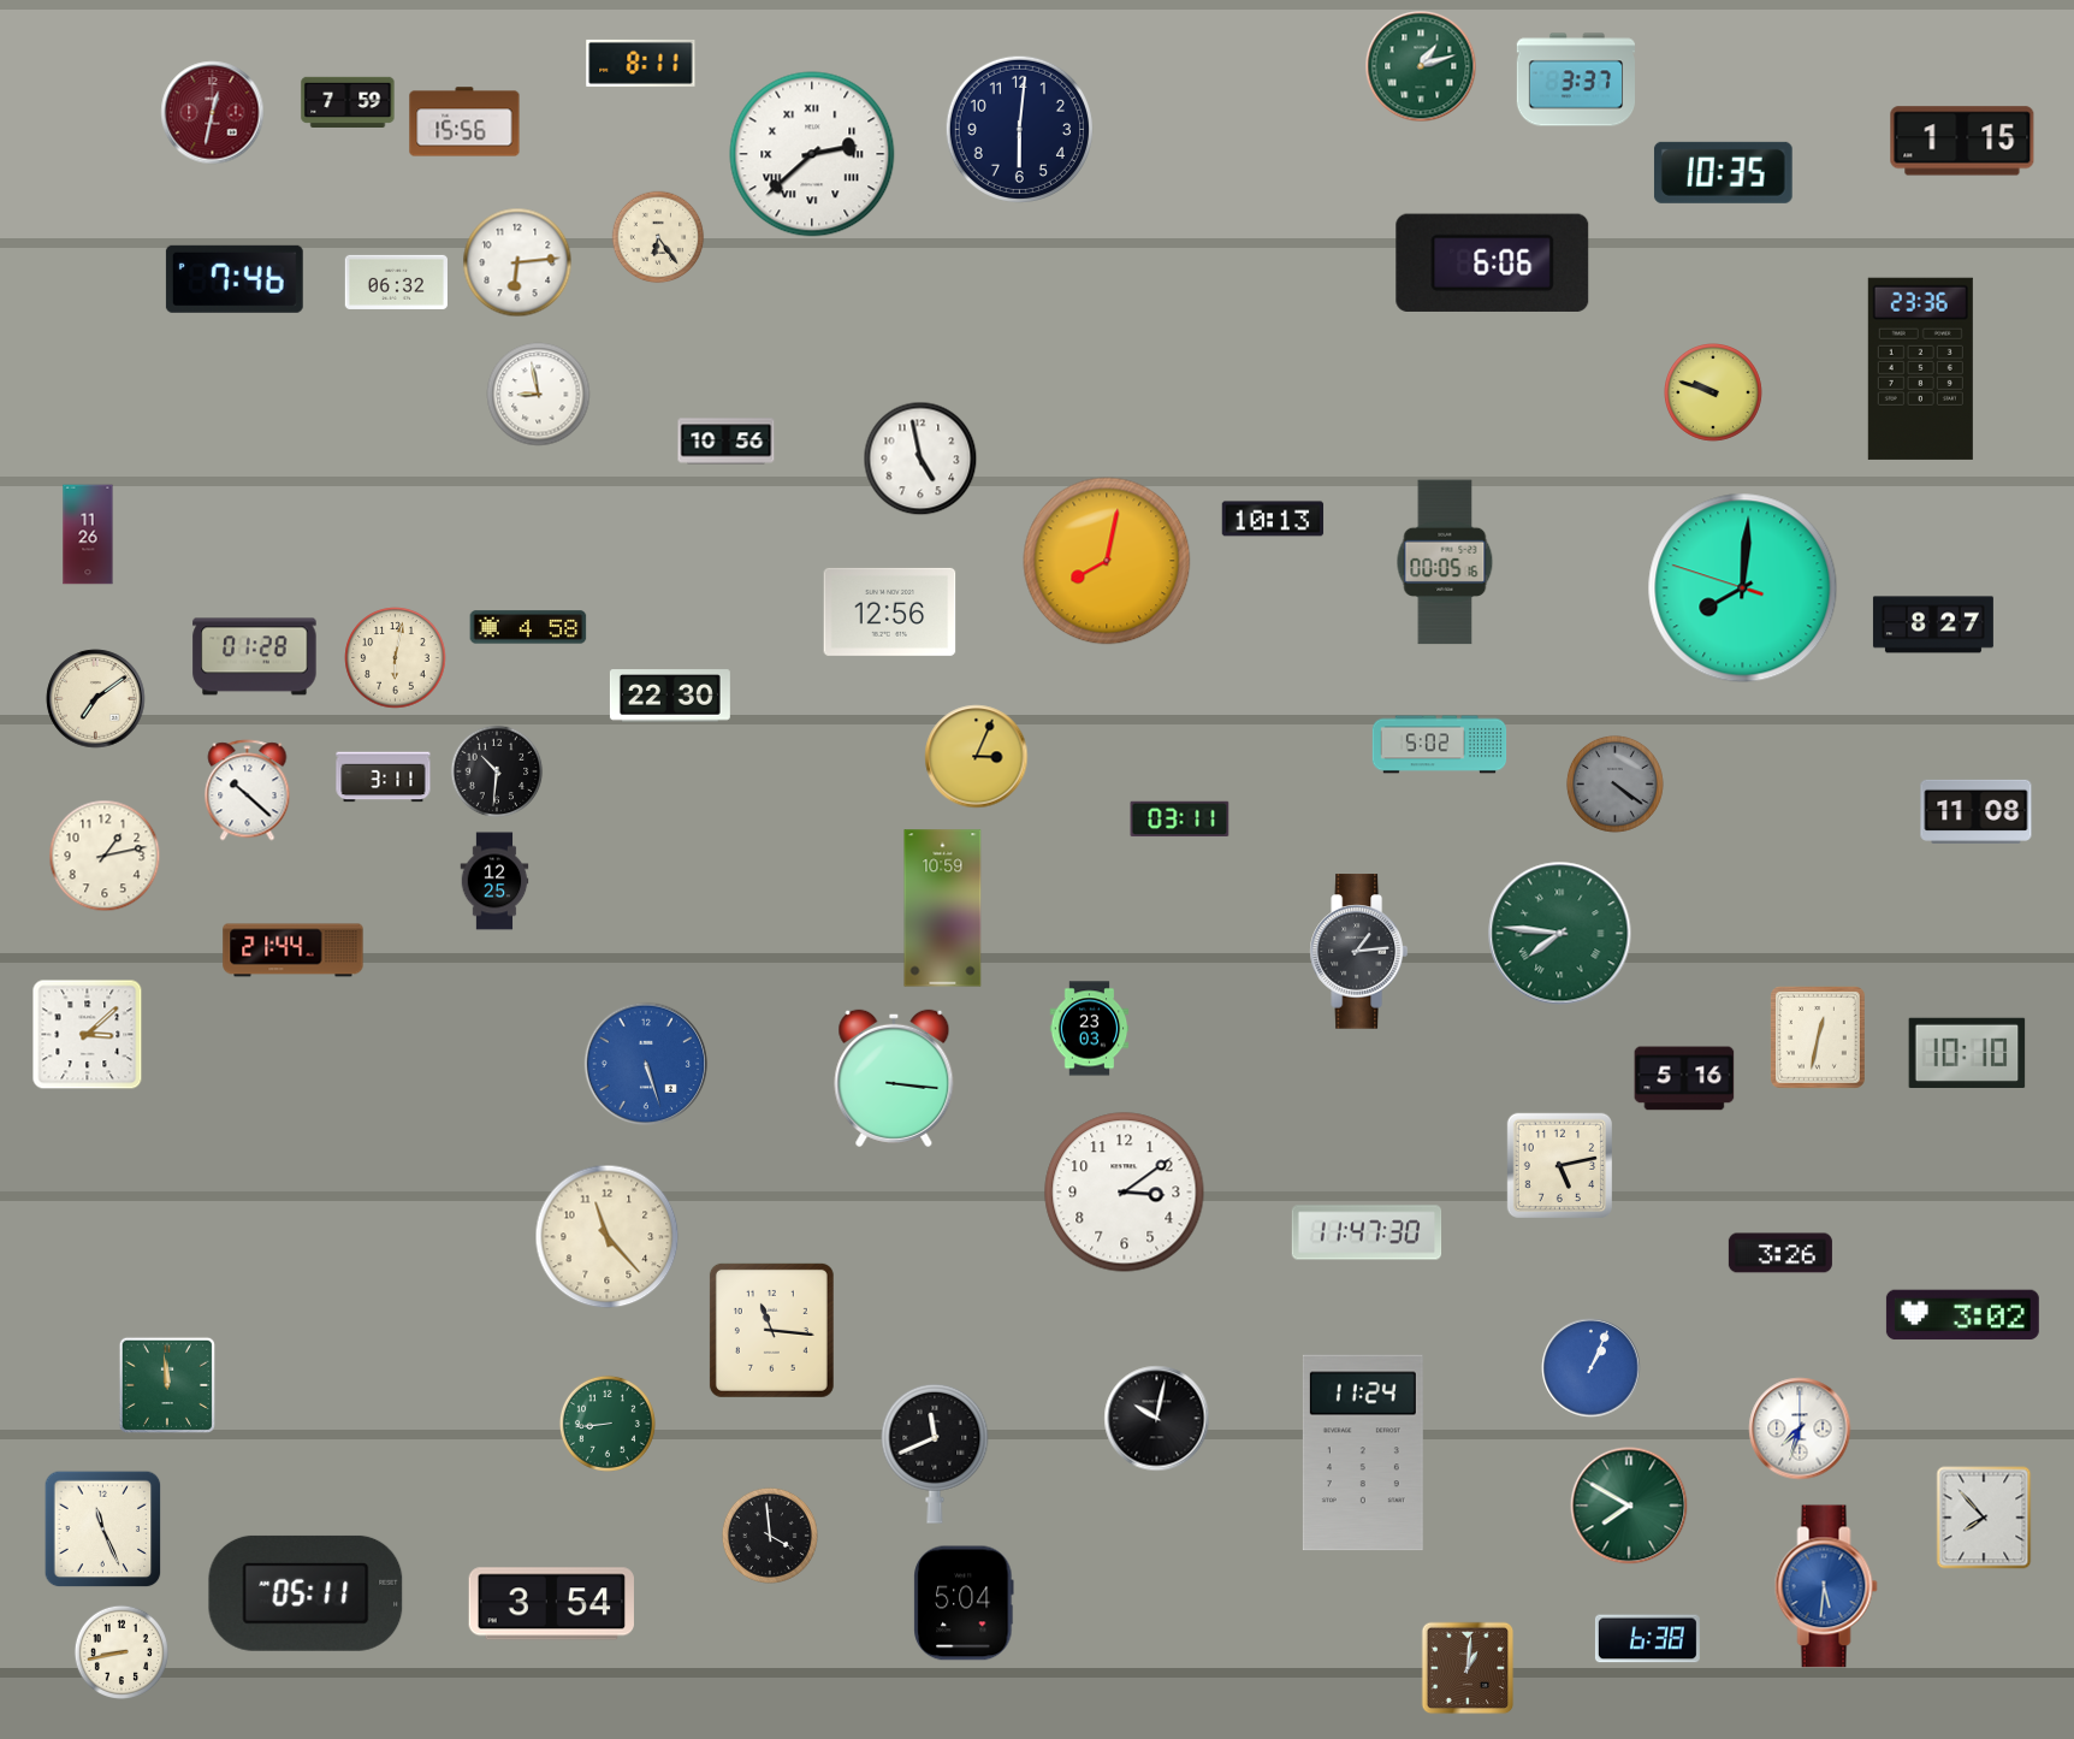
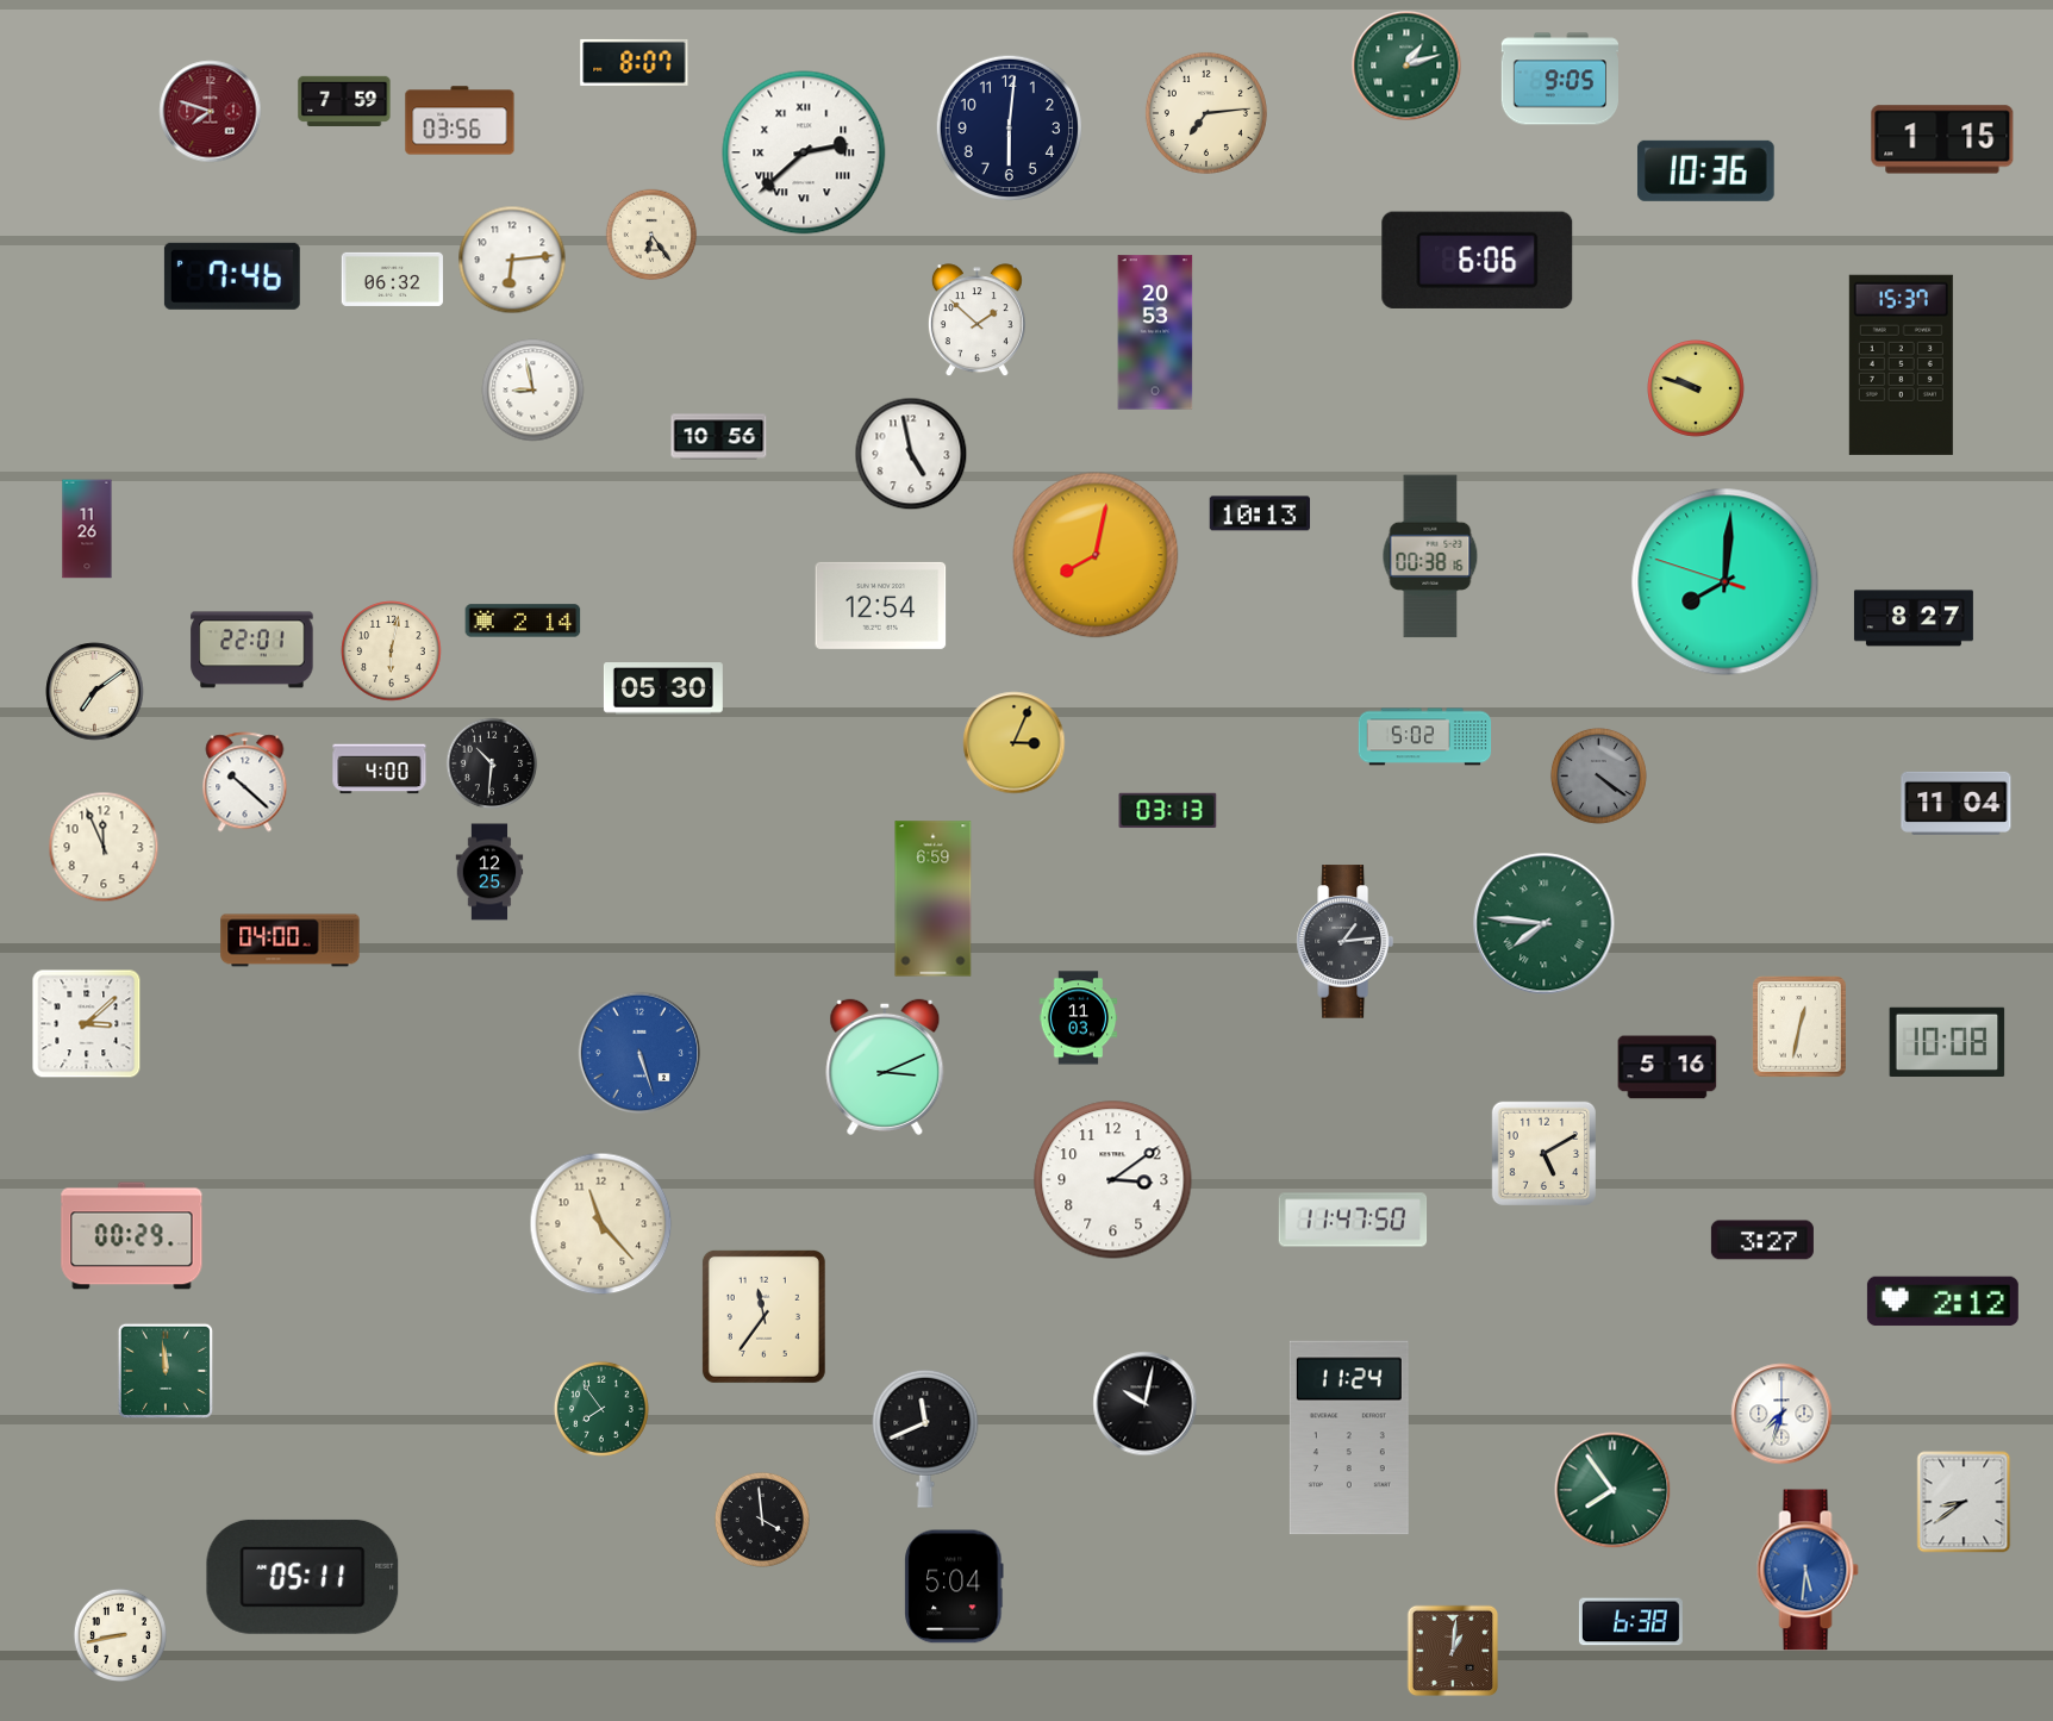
clock at (641, 63): 8:11 -> 8:07
clock at (1575, 79): 3:37 -> 9:05
clock at (213, 113): 12:32 -> 7:48
clock at (1206, 113): none -> 7:14
clock at (464, 122): 15:56 -> 03:56
clock at (1723, 172): 10:35 -> 10:36
clock at (976, 320): none -> 1:52
clock at (1155, 332): none -> 20:53
clock at (1920, 368): 23:36 -> 15:37
clock at (1445, 562): 00:05 -> 00:38
clock at (890, 611): 12:56 -> 12:54
clock at (528, 627): 4:58 -> 2:14
clock at (255, 657): 01:28 -> 22:01
clock at (670, 696): 22:30 -> 05:30
clock at (977, 757) position: (977, 757) -> (1015, 743)
clock at (384, 777): 3:11 -> 4:00
clock at (1977, 811): 11:08 -> 11:04
clock at (1180, 820): 03:11 -> 03:13
clock at (105, 856): 1:13 -> 11:56
clock at (943, 909): 10:59 -> 6:59
clock at (294, 951): 21:44 -> 04:00
clock at (1090, 1029): 23:03 -> 11:03
clock at (1967, 1052): 10:10 -> 10:08
clock at (894, 1078): 3:16 -> 3:11
clock at (1559, 1165): 5:13 -> 5:10
clock at (1367, 1232): 11:47:30 -> 11:47:50
clock at (132, 1236): none -> 00:29
clock at (1780, 1253): 3:26 -> 3:27
clock at (1962, 1315): 3:02 -> 2:12
clock at (771, 1330): 11:16 -> 11:36
clock at (1592, 1368): 1:04 -> none
clock at (608, 1424): 8:44 -> 7:54
clock at (1629, 1506): 7:50 -> 7:54
clock at (1984, 1518): 7:53 -> 8:39
clock at (103, 1530): 11:26 -> none
clock at (551, 1604): 3:54 -> none
